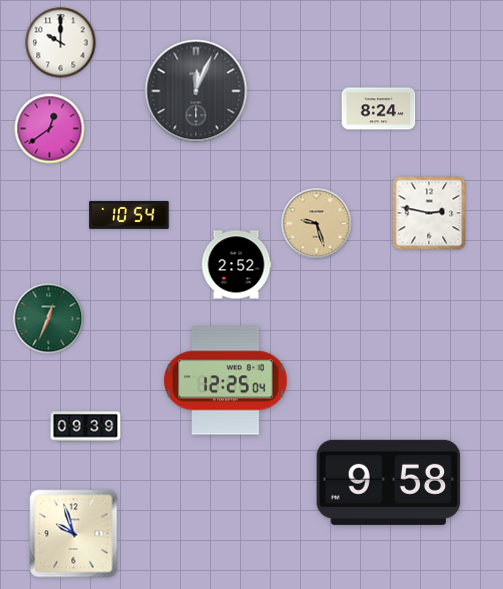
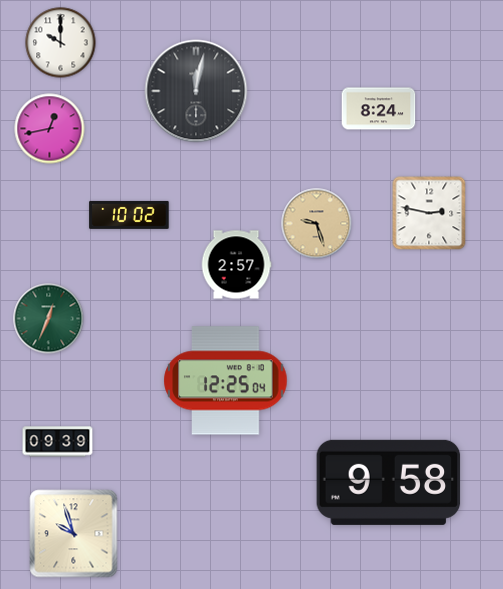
clock at (196, 91): 12:04 -> 12:02
clock at (50, 129): 12:39 -> 12:43
clock at (129, 215): 10:54 -> 10:02
clock at (236, 265): 2:52 -> 2:57
clock at (86, 427) position: (86, 427) -> (58, 442)
